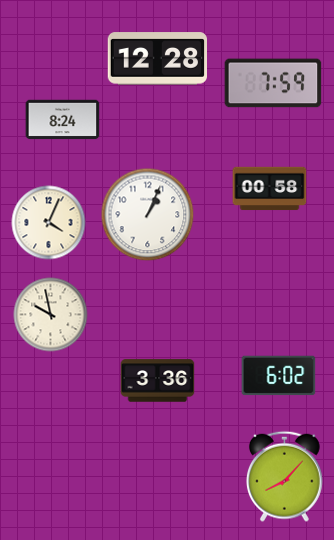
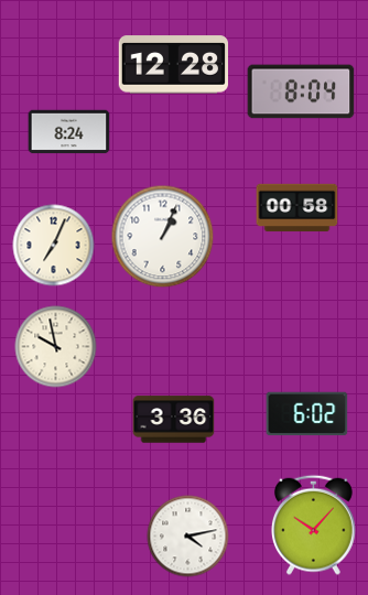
clock at (273, 83): 7:59 -> 8:04
clock at (49, 223): 4:04 -> 7:04
clock at (285, 476): 8:07 -> 10:07
clock at (188, 537): none -> 4:13
